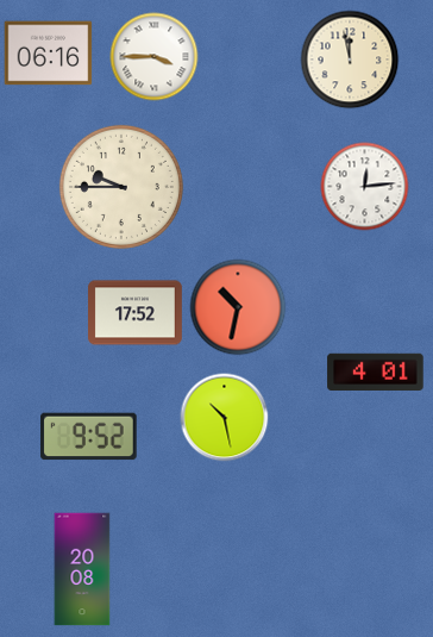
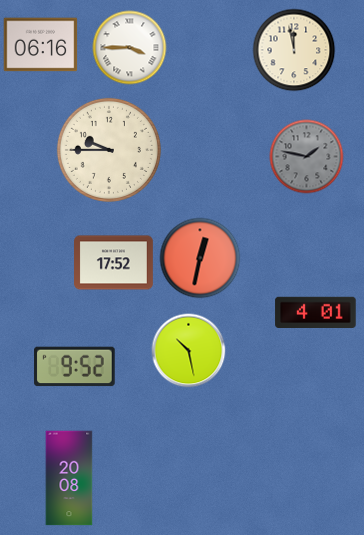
clock at (121, 187) position: (121, 187) -> (109, 150)
clock at (365, 187): 12:14 -> 1:47
clock at (365, 187) dial: white -> grey
clock at (238, 307): 10:32 -> 12:32
